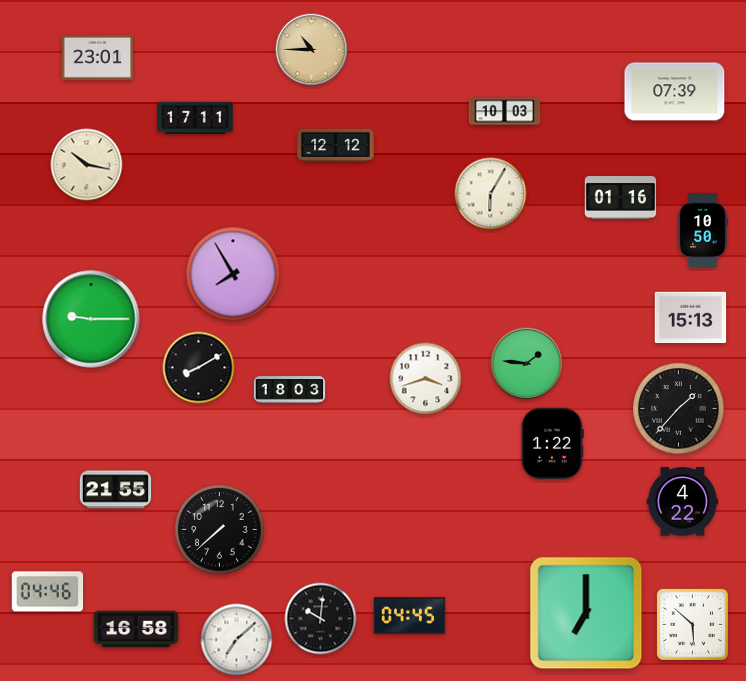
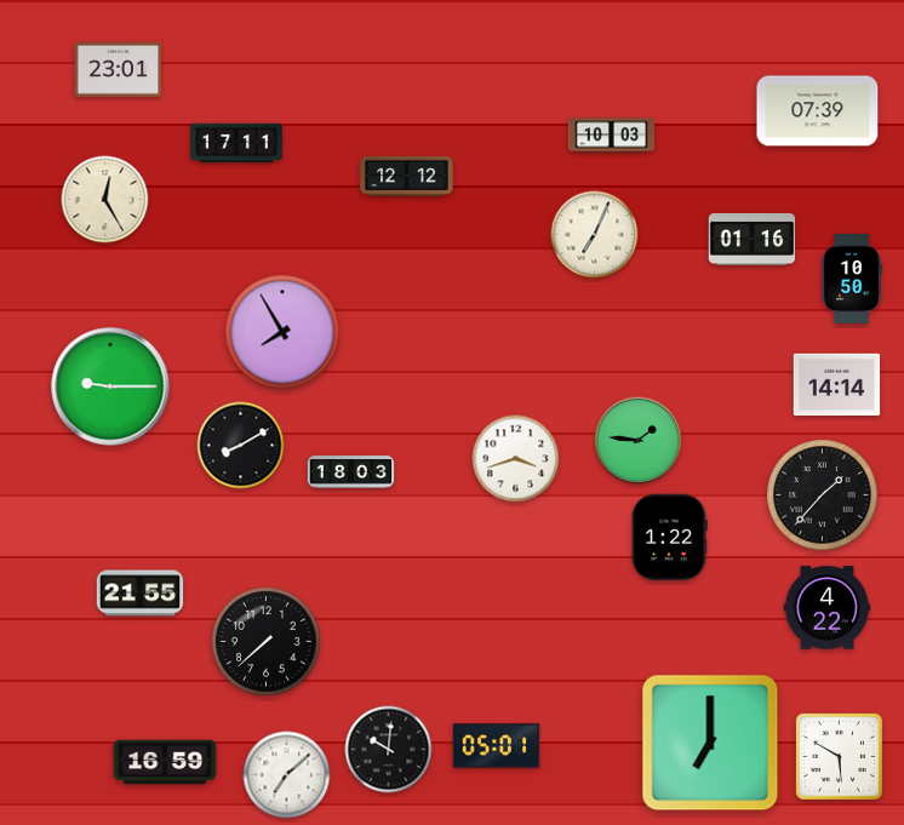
clock at (312, 50): 10:45 -> none
clock at (87, 165): 10:17 -> 12:25
clock at (491, 194): 6:05 -> 7:04
clock at (691, 318): 15:13 -> 14:14
clock at (48, 592): 04:46 -> none
clock at (410, 616): 04:45 -> 05:01
clock at (692, 624): 5:52 -> 5:50
clock at (136, 629): 16:58 -> 16:59
